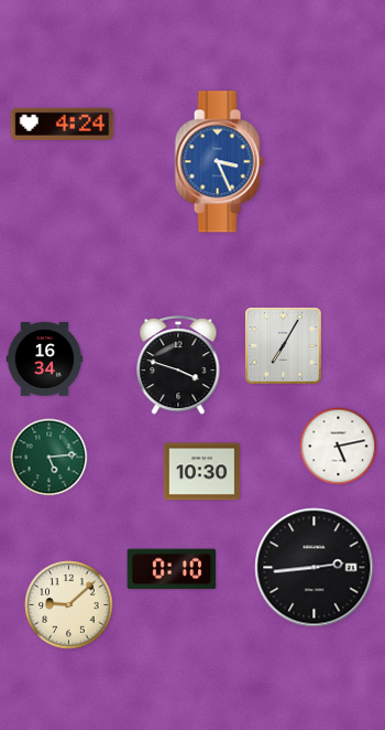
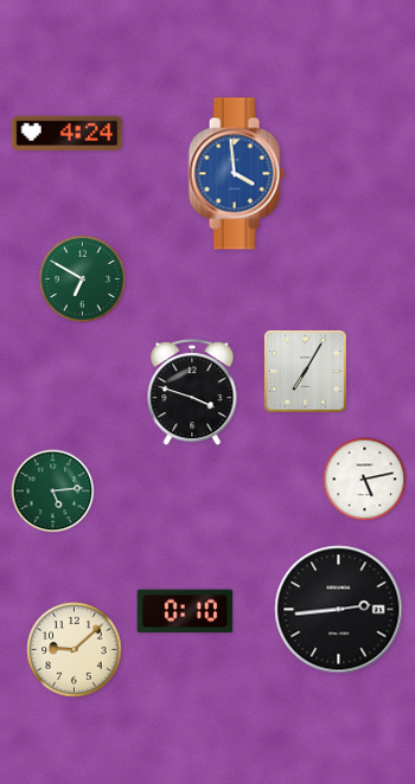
clock at (219, 162): 3:26 -> 3:59
clock at (83, 279): none -> 6:50
clock at (45, 359): 16:34 -> none
clock at (202, 472): 10:30 -> none
